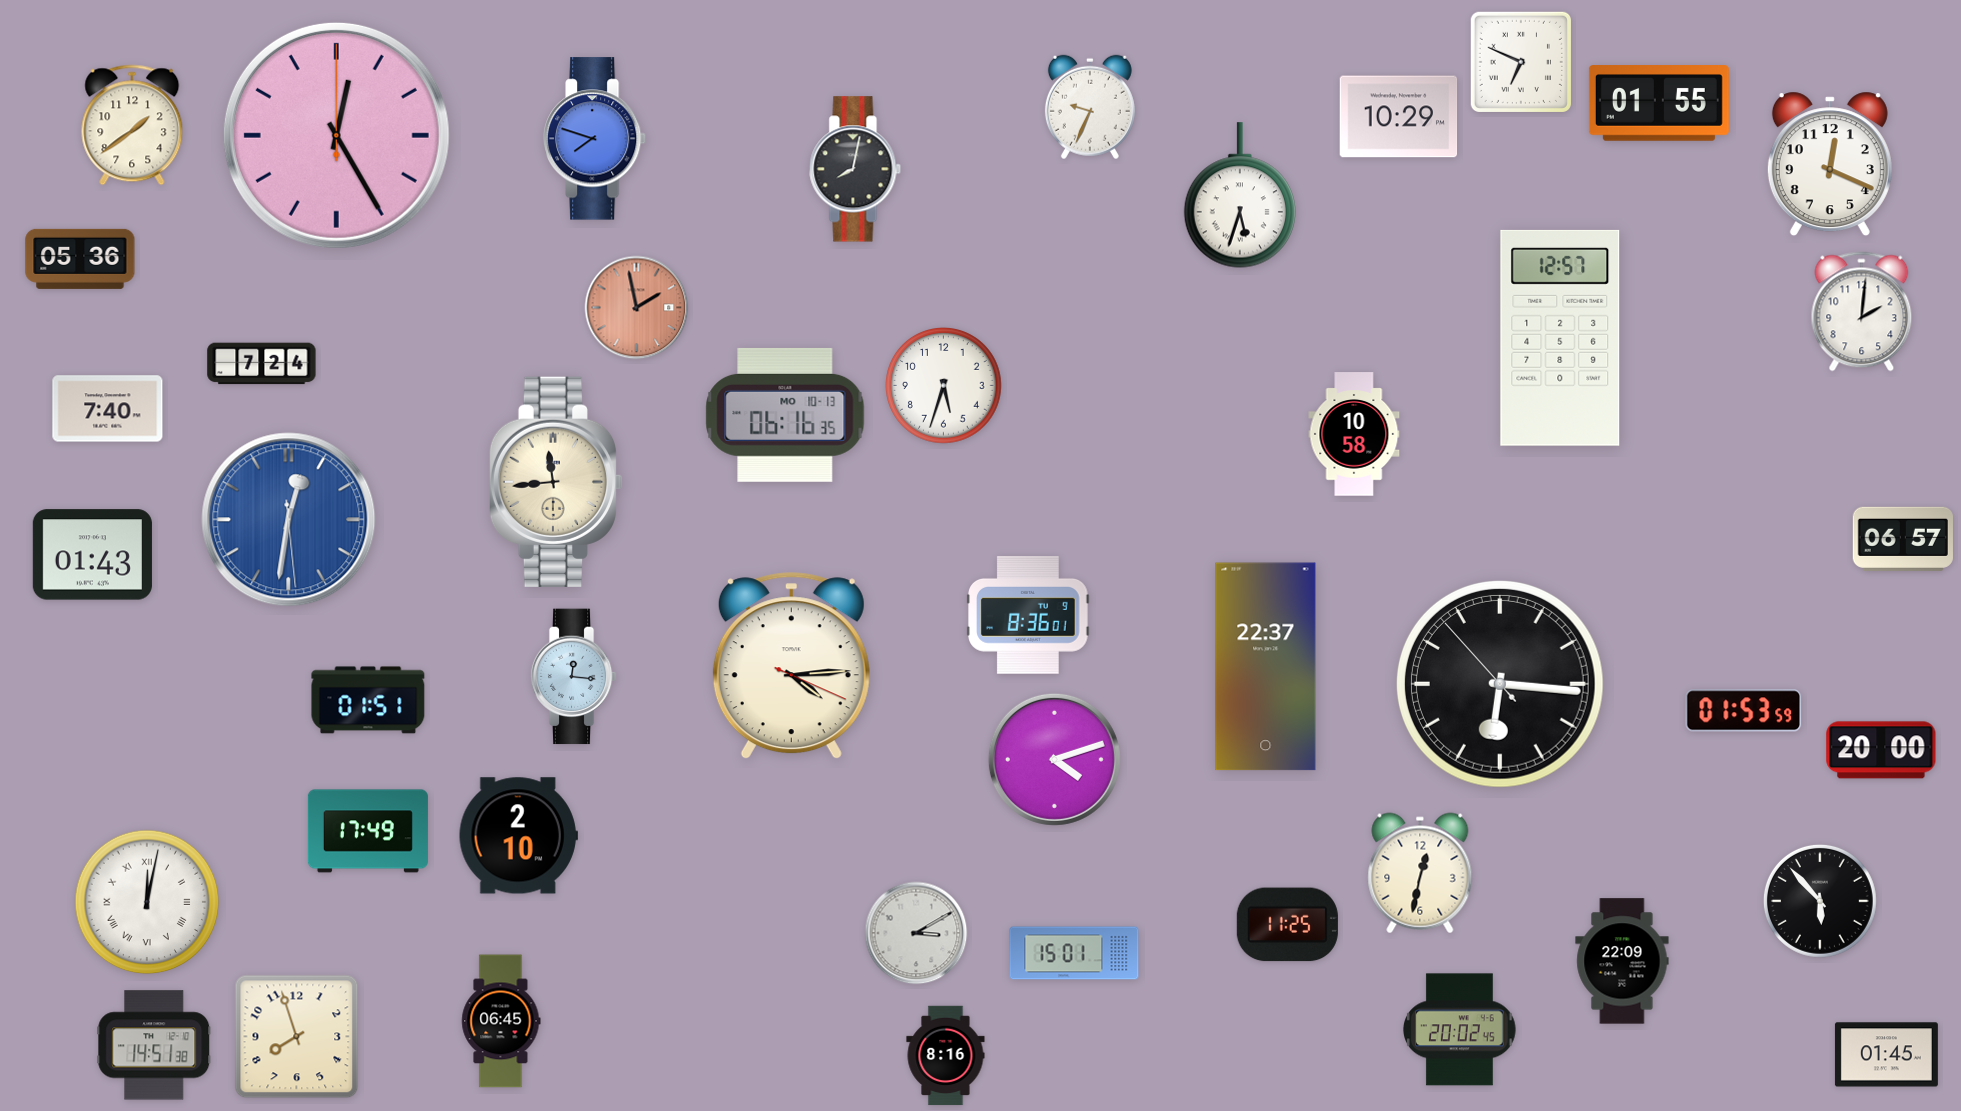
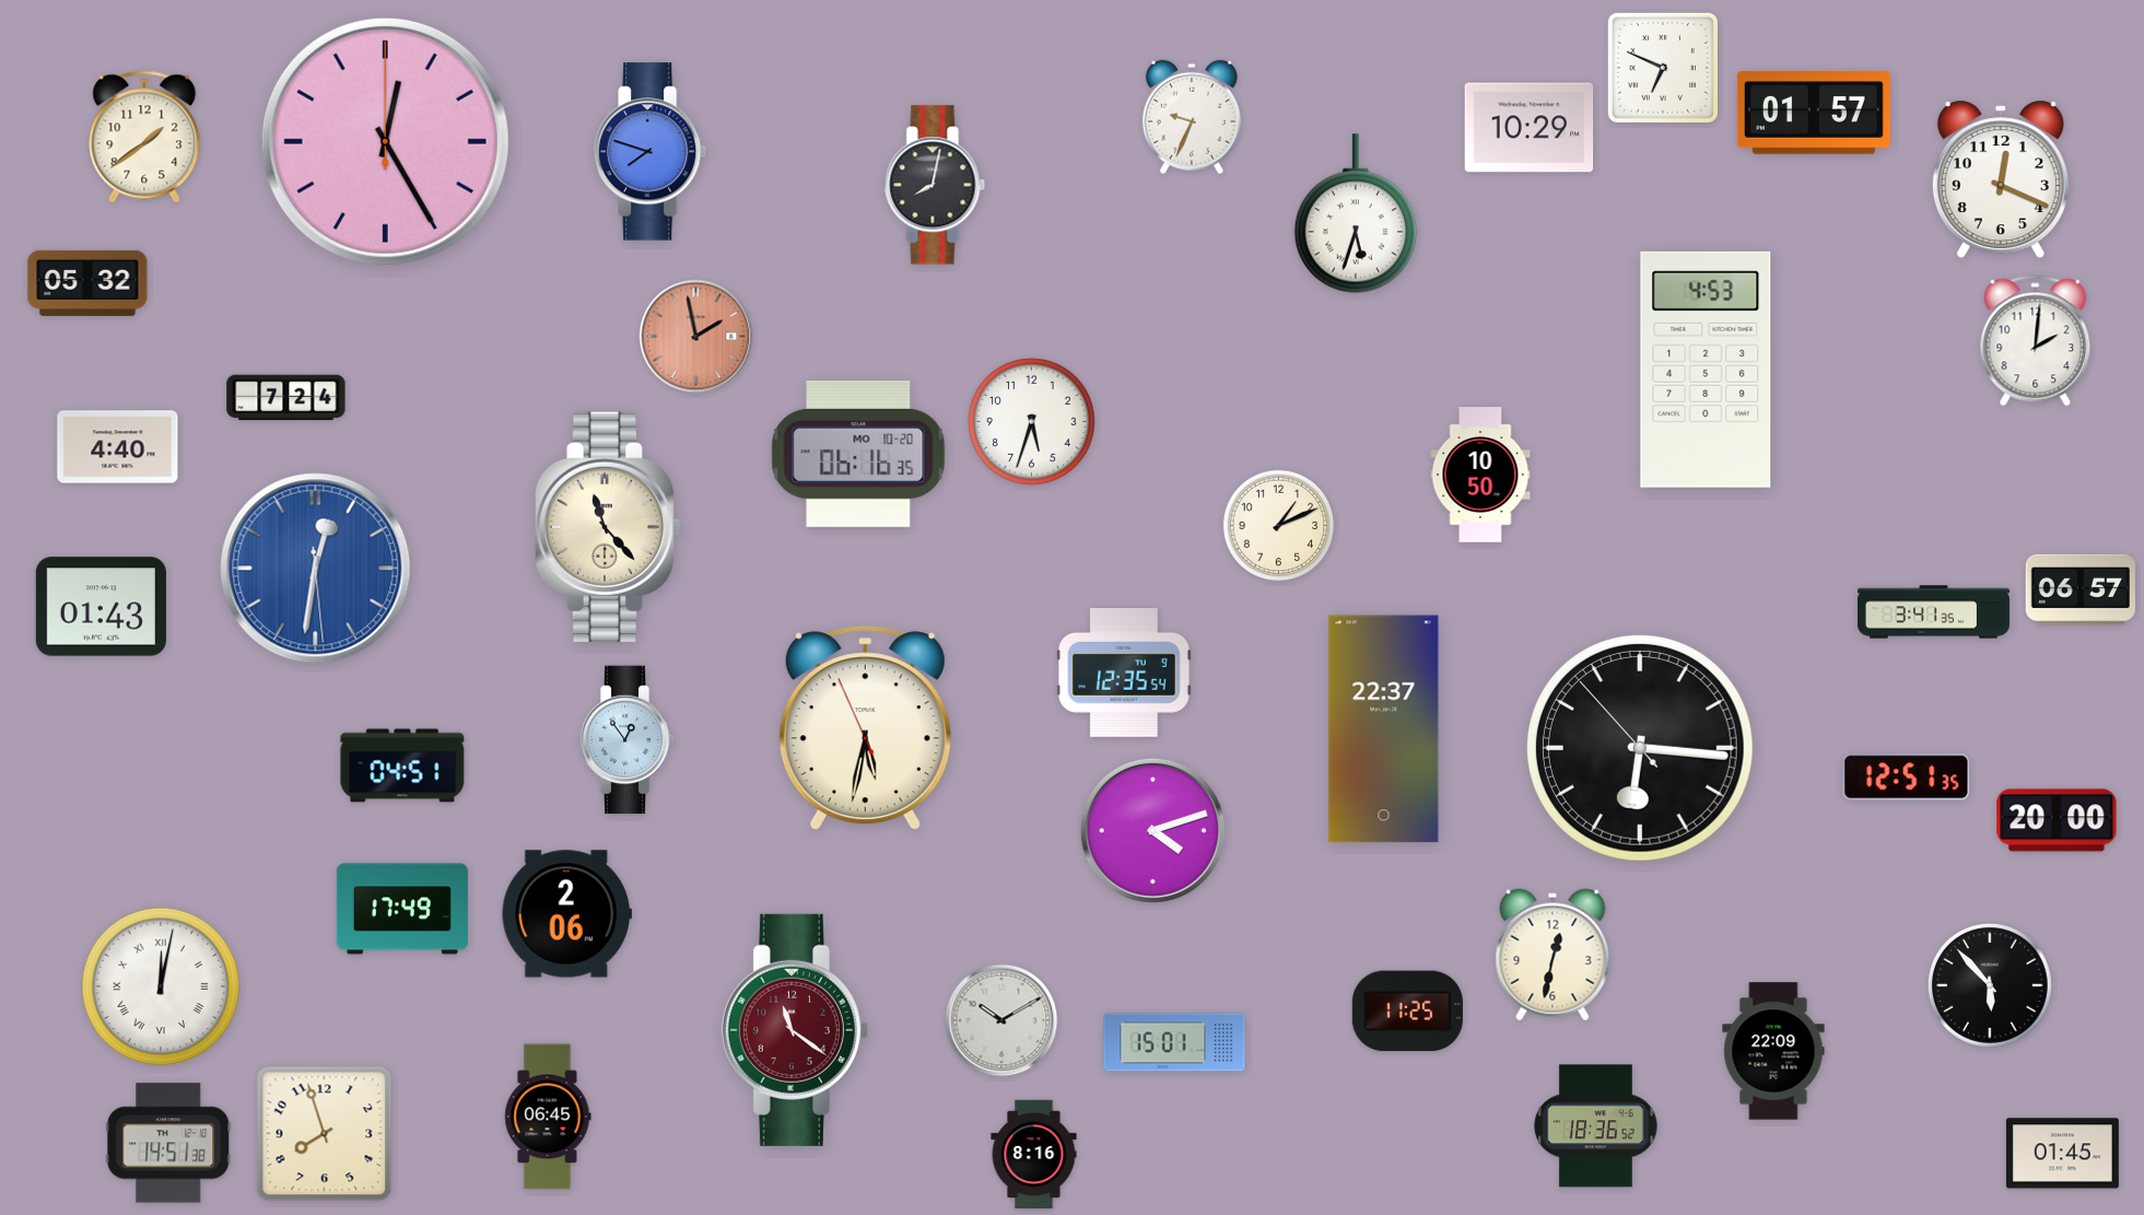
clock at (1659, 103): 01:55 -> 01:57
clock at (336, 135) position: (336, 135) -> (385, 141)
clock at (80, 259): 05:36 -> 05:32
clock at (1560, 338): 12:57 -> 4:53
clock at (108, 409): 7:40 -> 4:40
clock at (785, 415) date: MO 10-13 -> MO 10-20
clock at (1354, 434): 10:58 -> 10:50
clock at (1279, 526): none -> 1:11
clock at (556, 482): 11:44 -> 11:23
clock at (1933, 612): none -> 3:41
clock at (1028, 615): 8:36 -> 12:35
clock at (791, 666): 4:14 -> 5:31
clock at (573, 677): 12:16 -> 12:54
clock at (368, 700): 01:51 -> 04:51
clock at (1744, 711): 01:53 -> 12:51
clock at (518, 836): 2:10 -> 2:06
clock at (916, 933): 3:10 -> 10:10
clock at (795, 1030): none -> 11:21
clock at (1460, 1030): 20:02 -> 18:36
